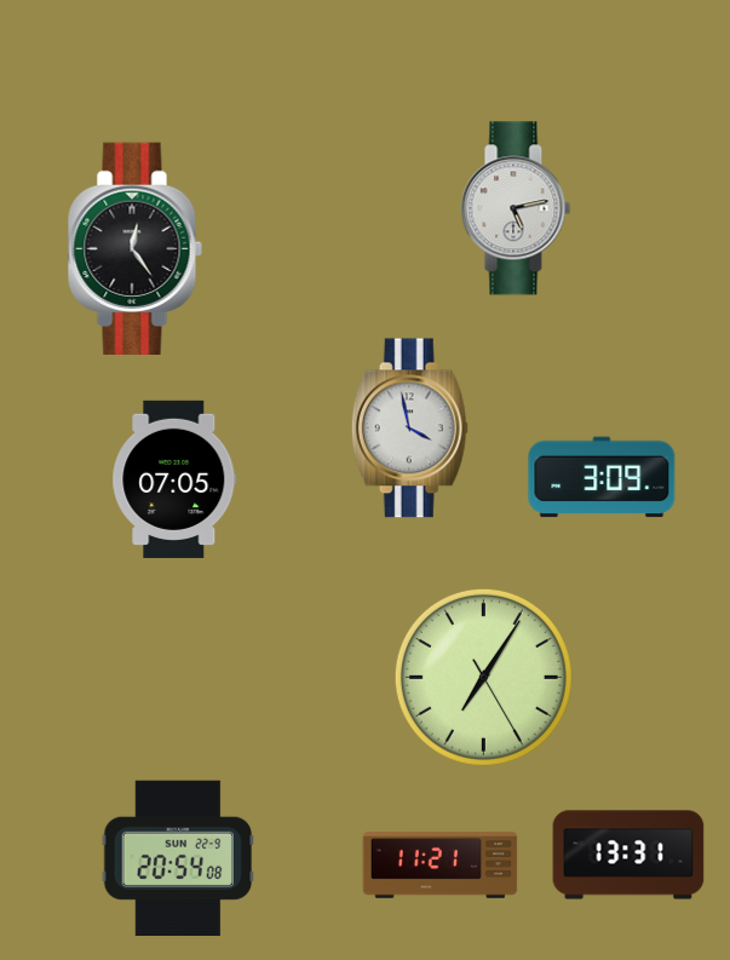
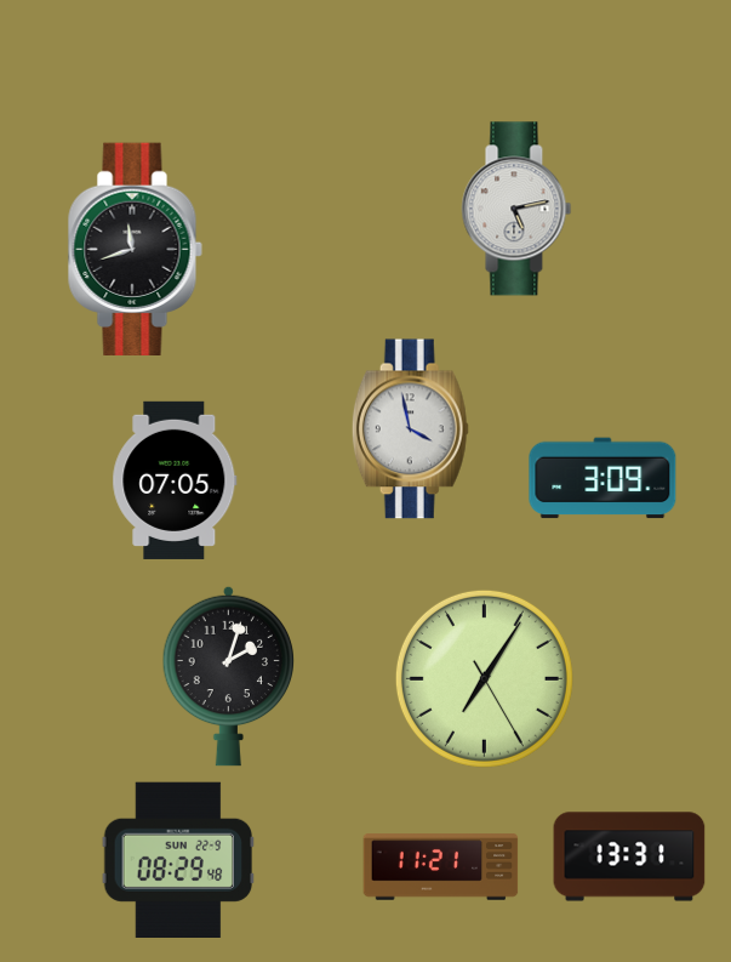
clock at (134, 249): 12:24 -> 11:42
clock at (229, 676): none -> 2:03
clock at (178, 857): 20:54 -> 08:29
